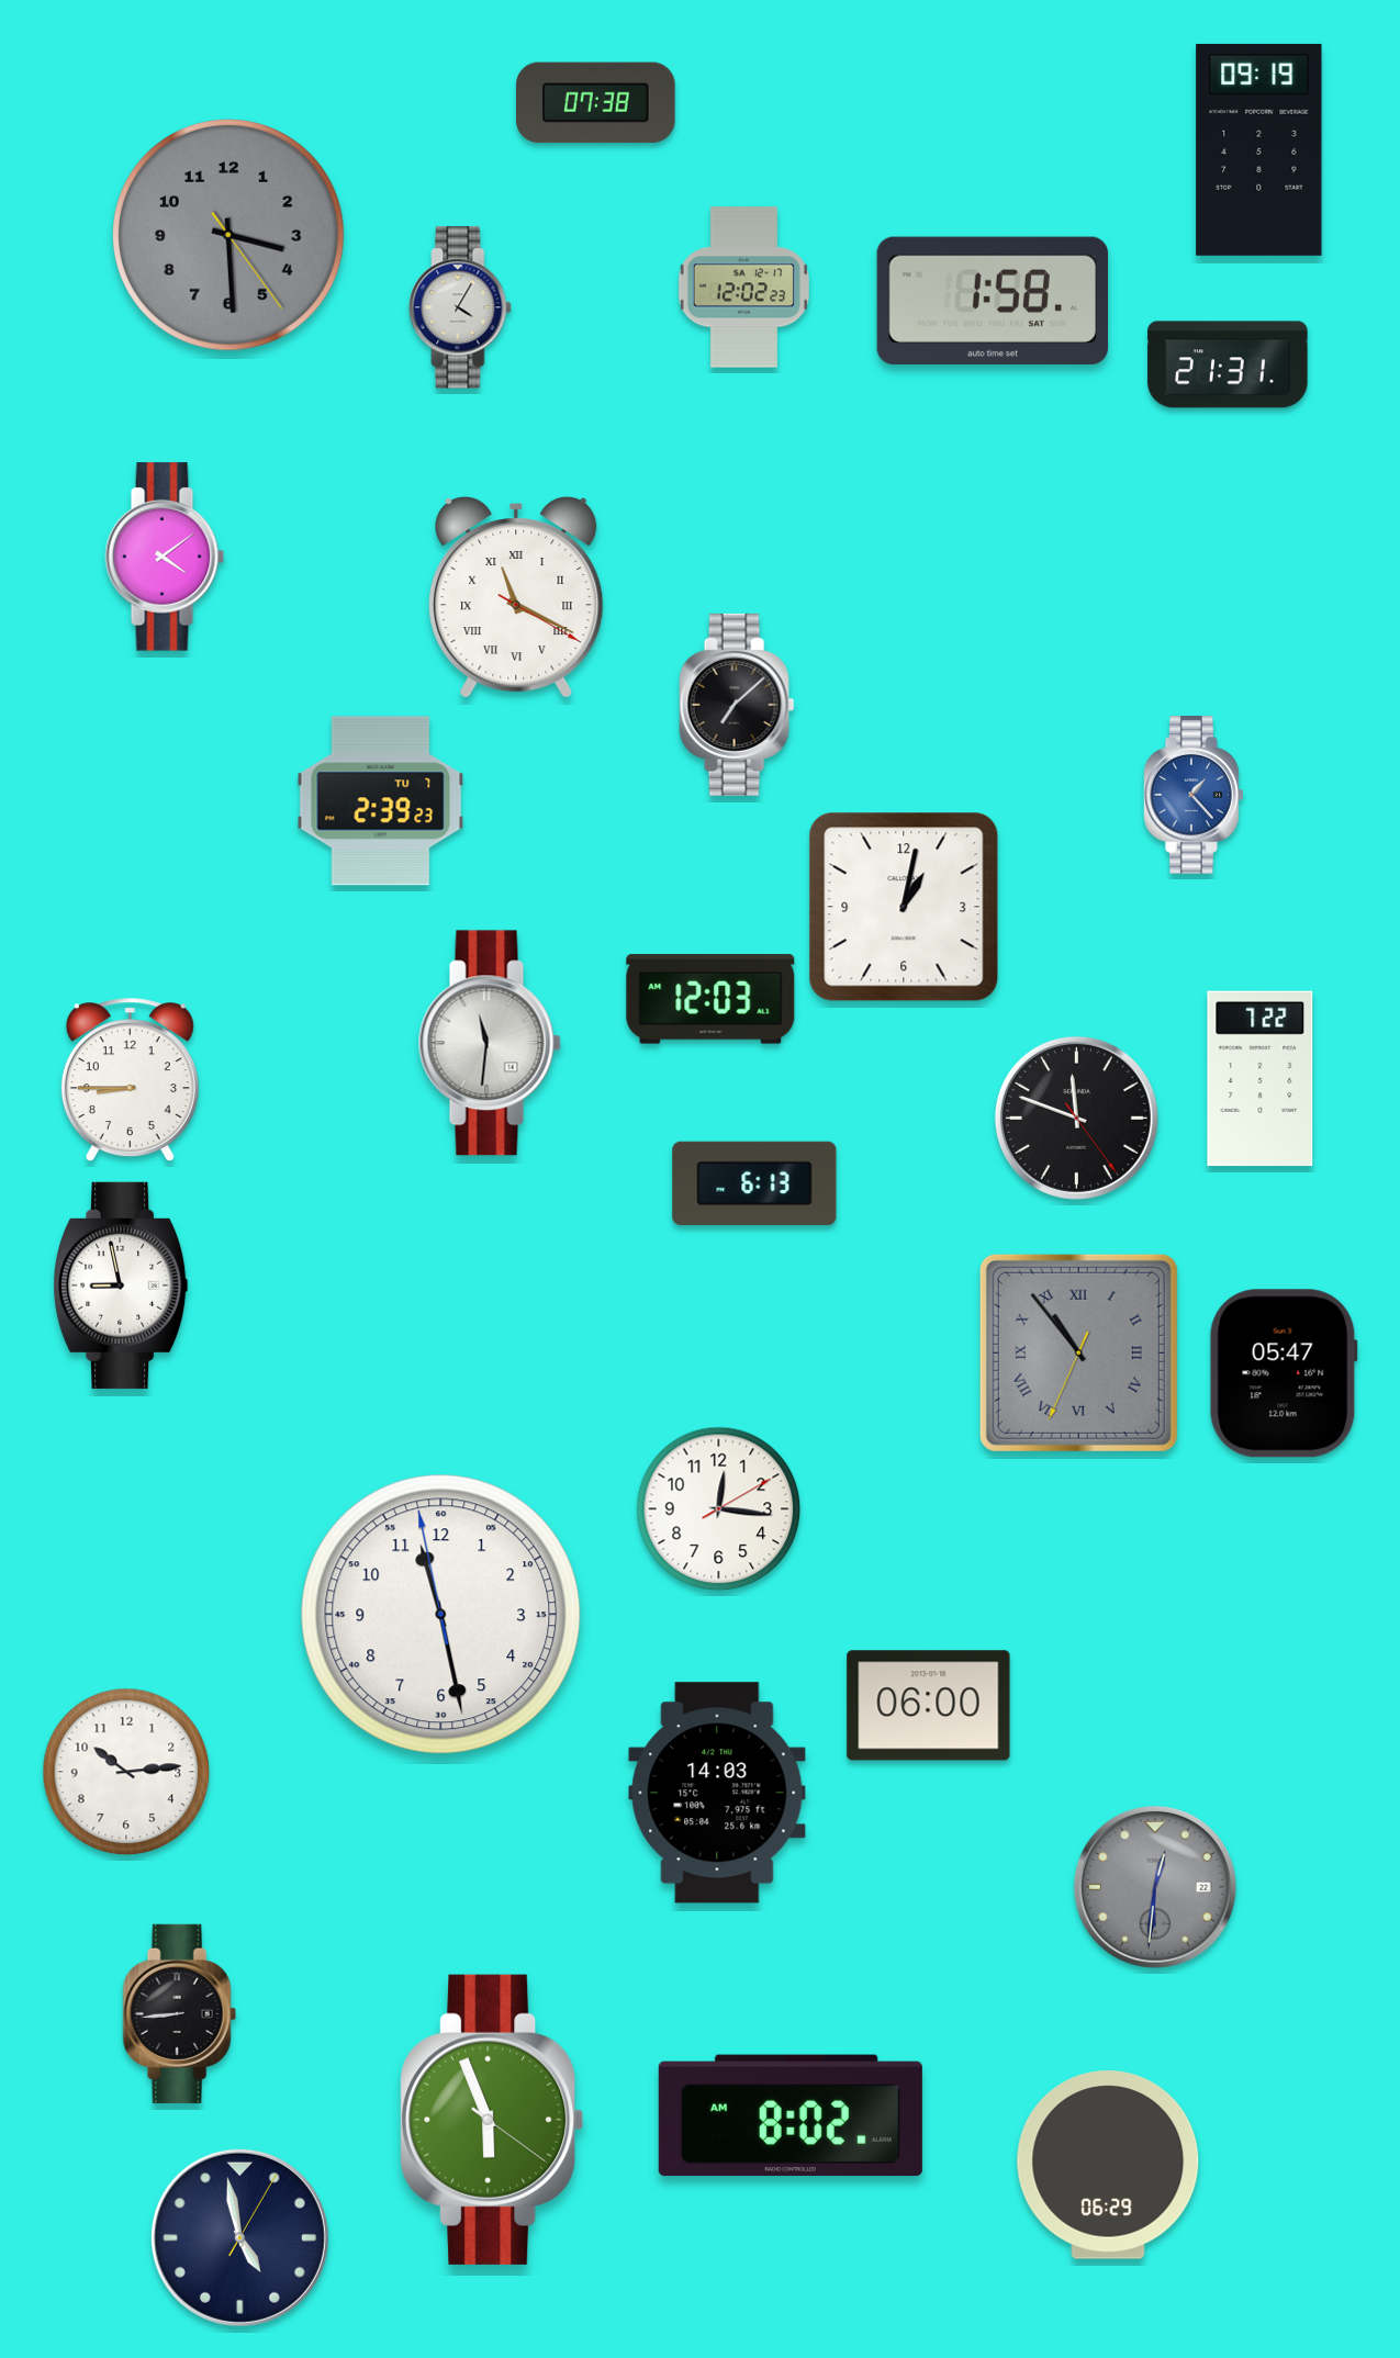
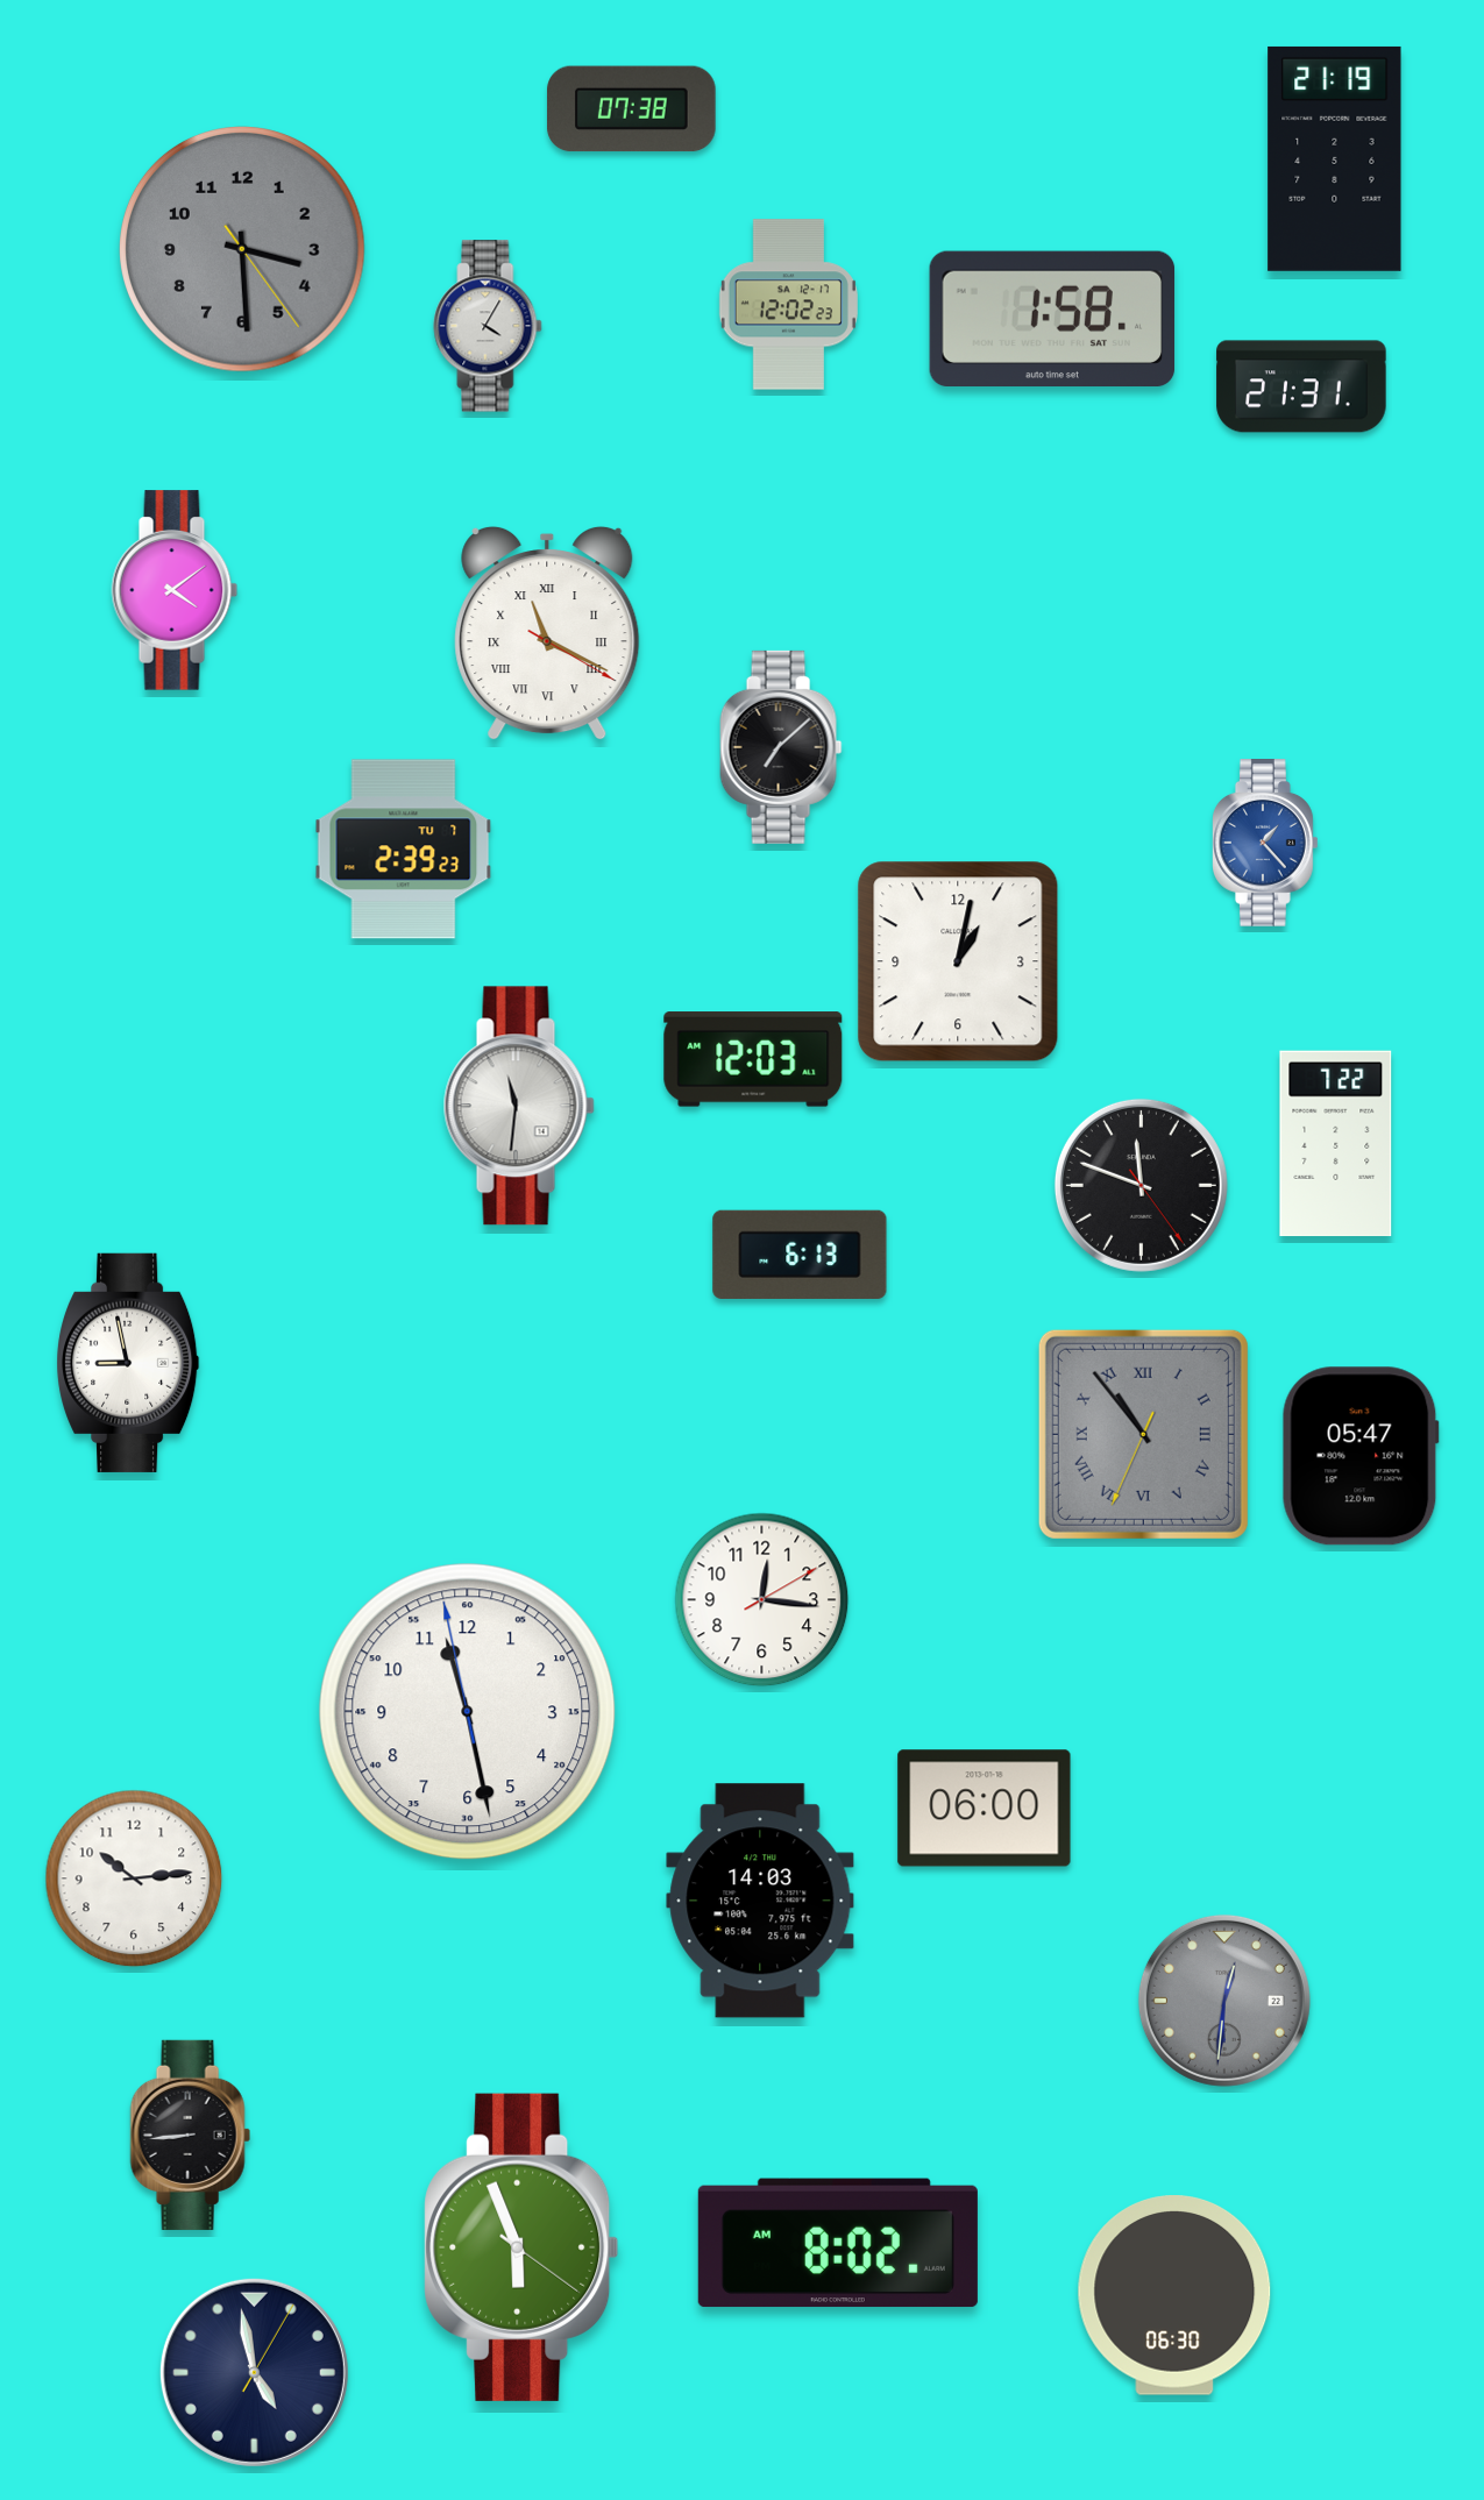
clock at (1259, 149): 09:19 -> 21:19
clock at (130, 1080): 8:45 -> none
clock at (1108, 2165): 06:29 -> 06:30
